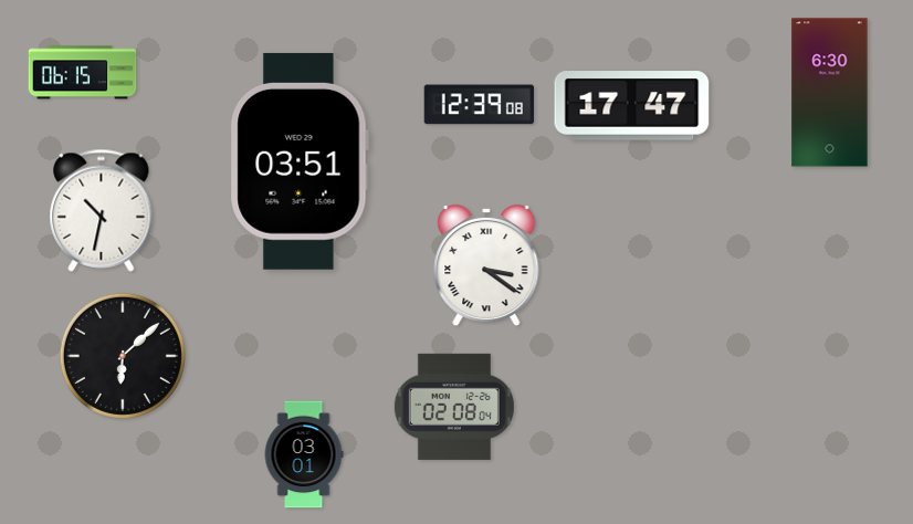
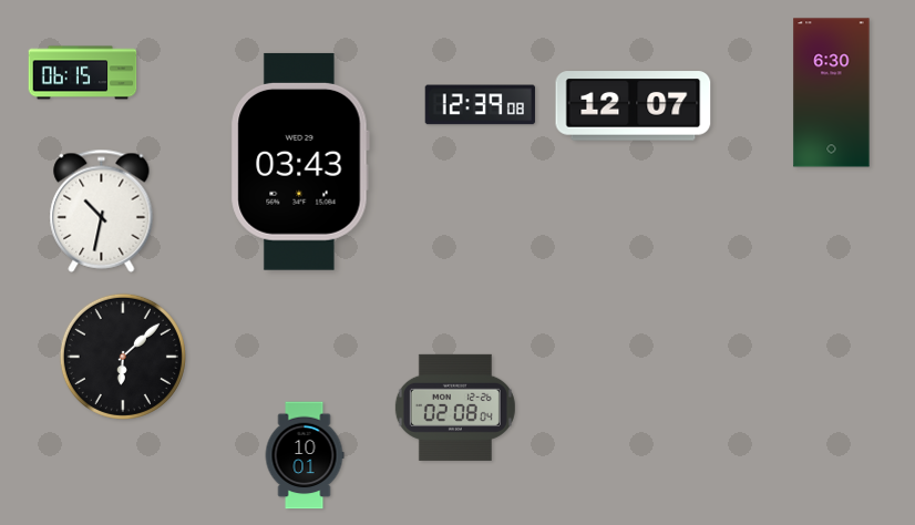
clock at (632, 106): 17:47 -> 12:07
clock at (300, 161): 03:51 -> 03:43
clock at (486, 265): 3:21 -> none
clock at (304, 454): 03:01 -> 10:01
